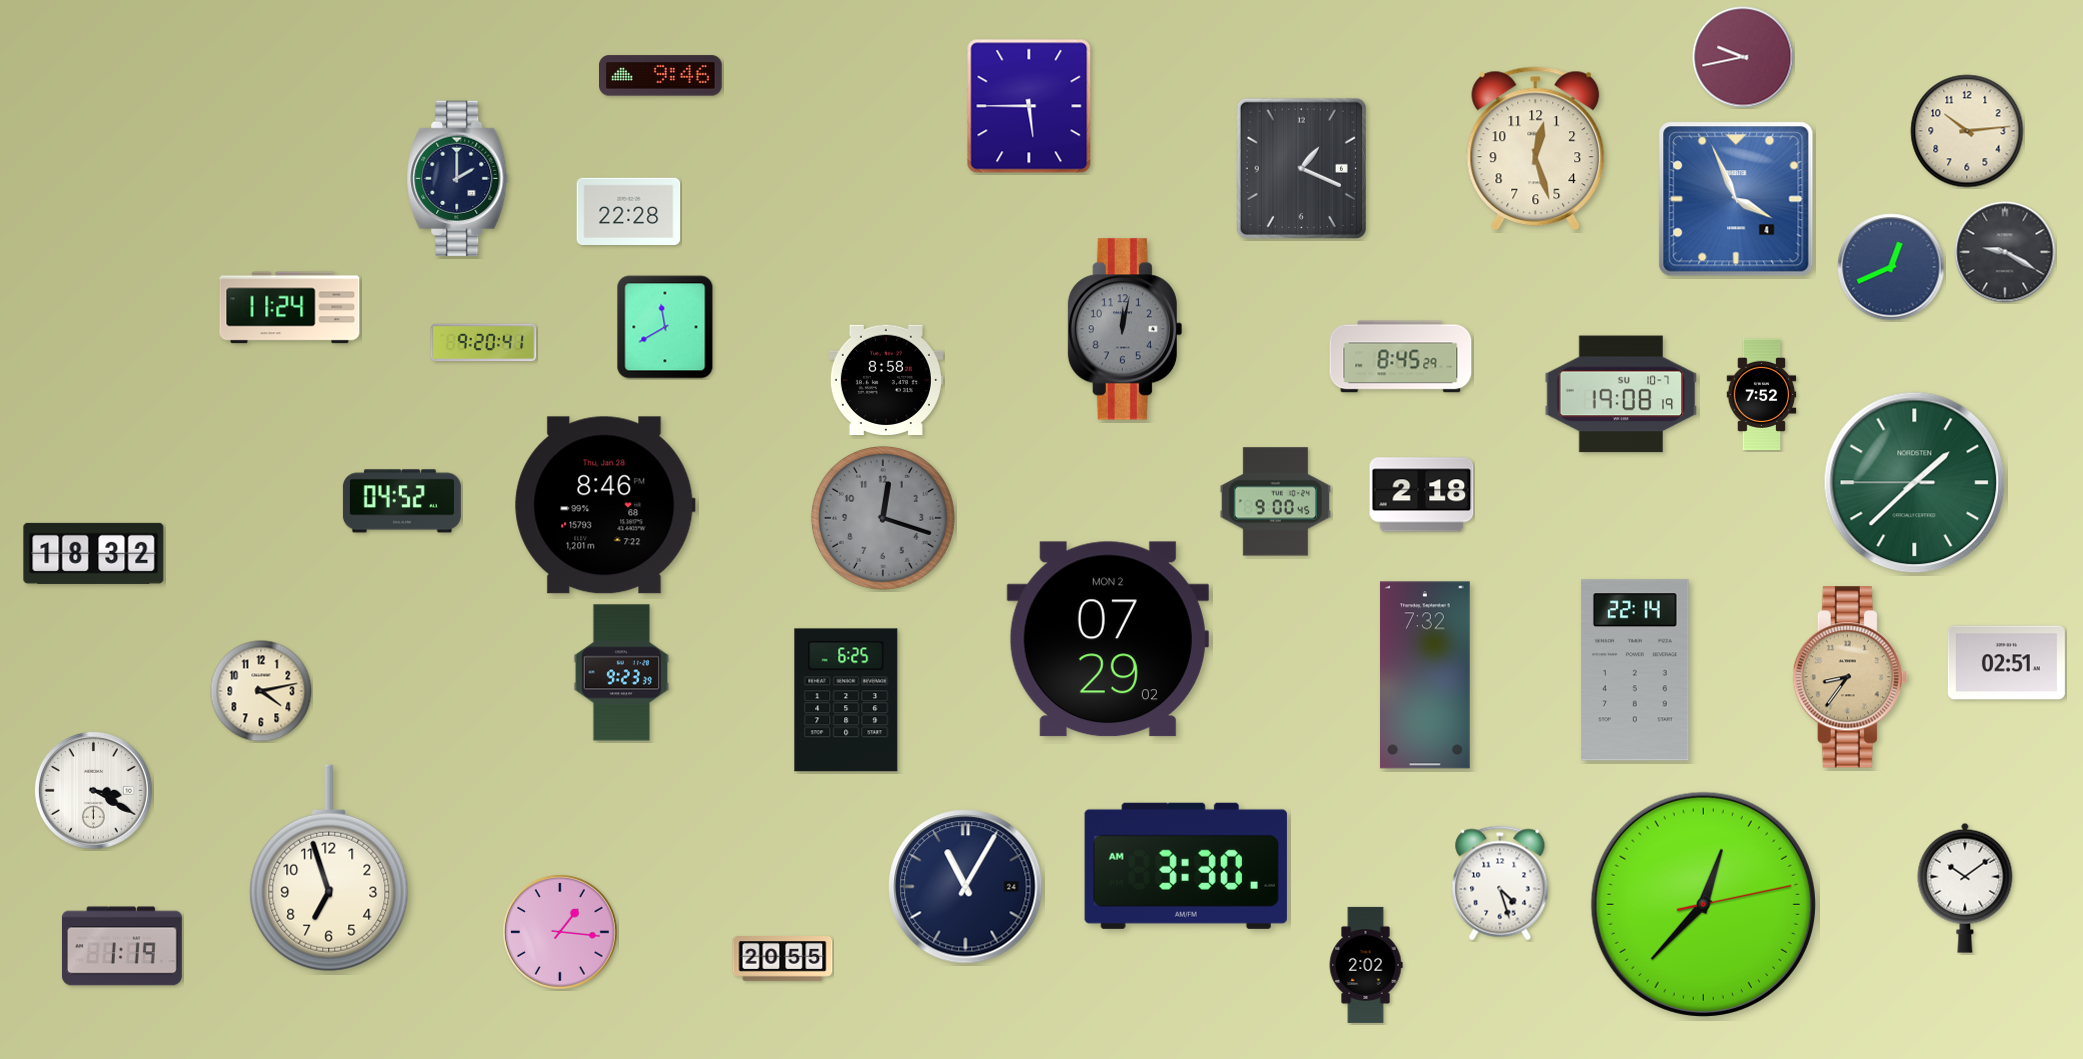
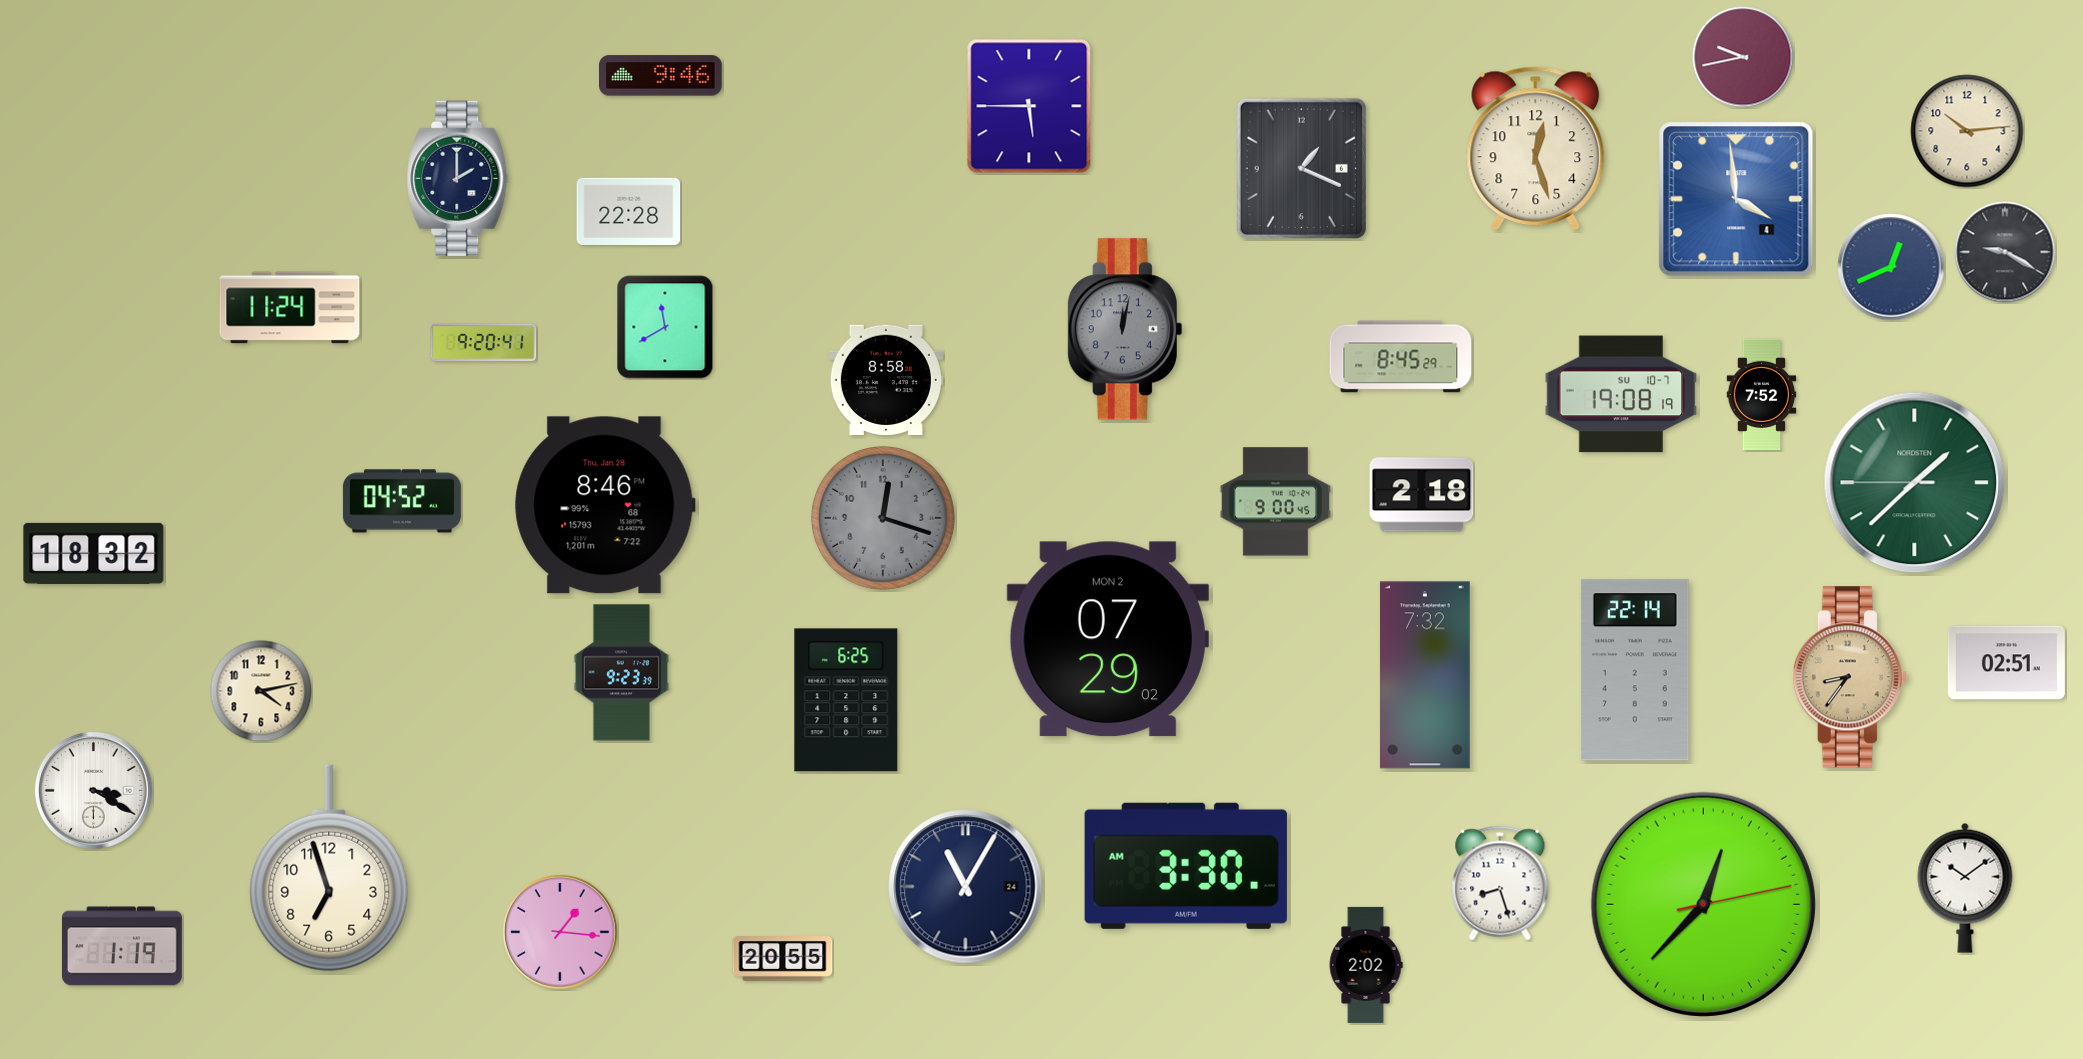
clock at (1736, 199): 3:56 -> 3:59
clock at (1500, 883): 4:27 -> 8:27
